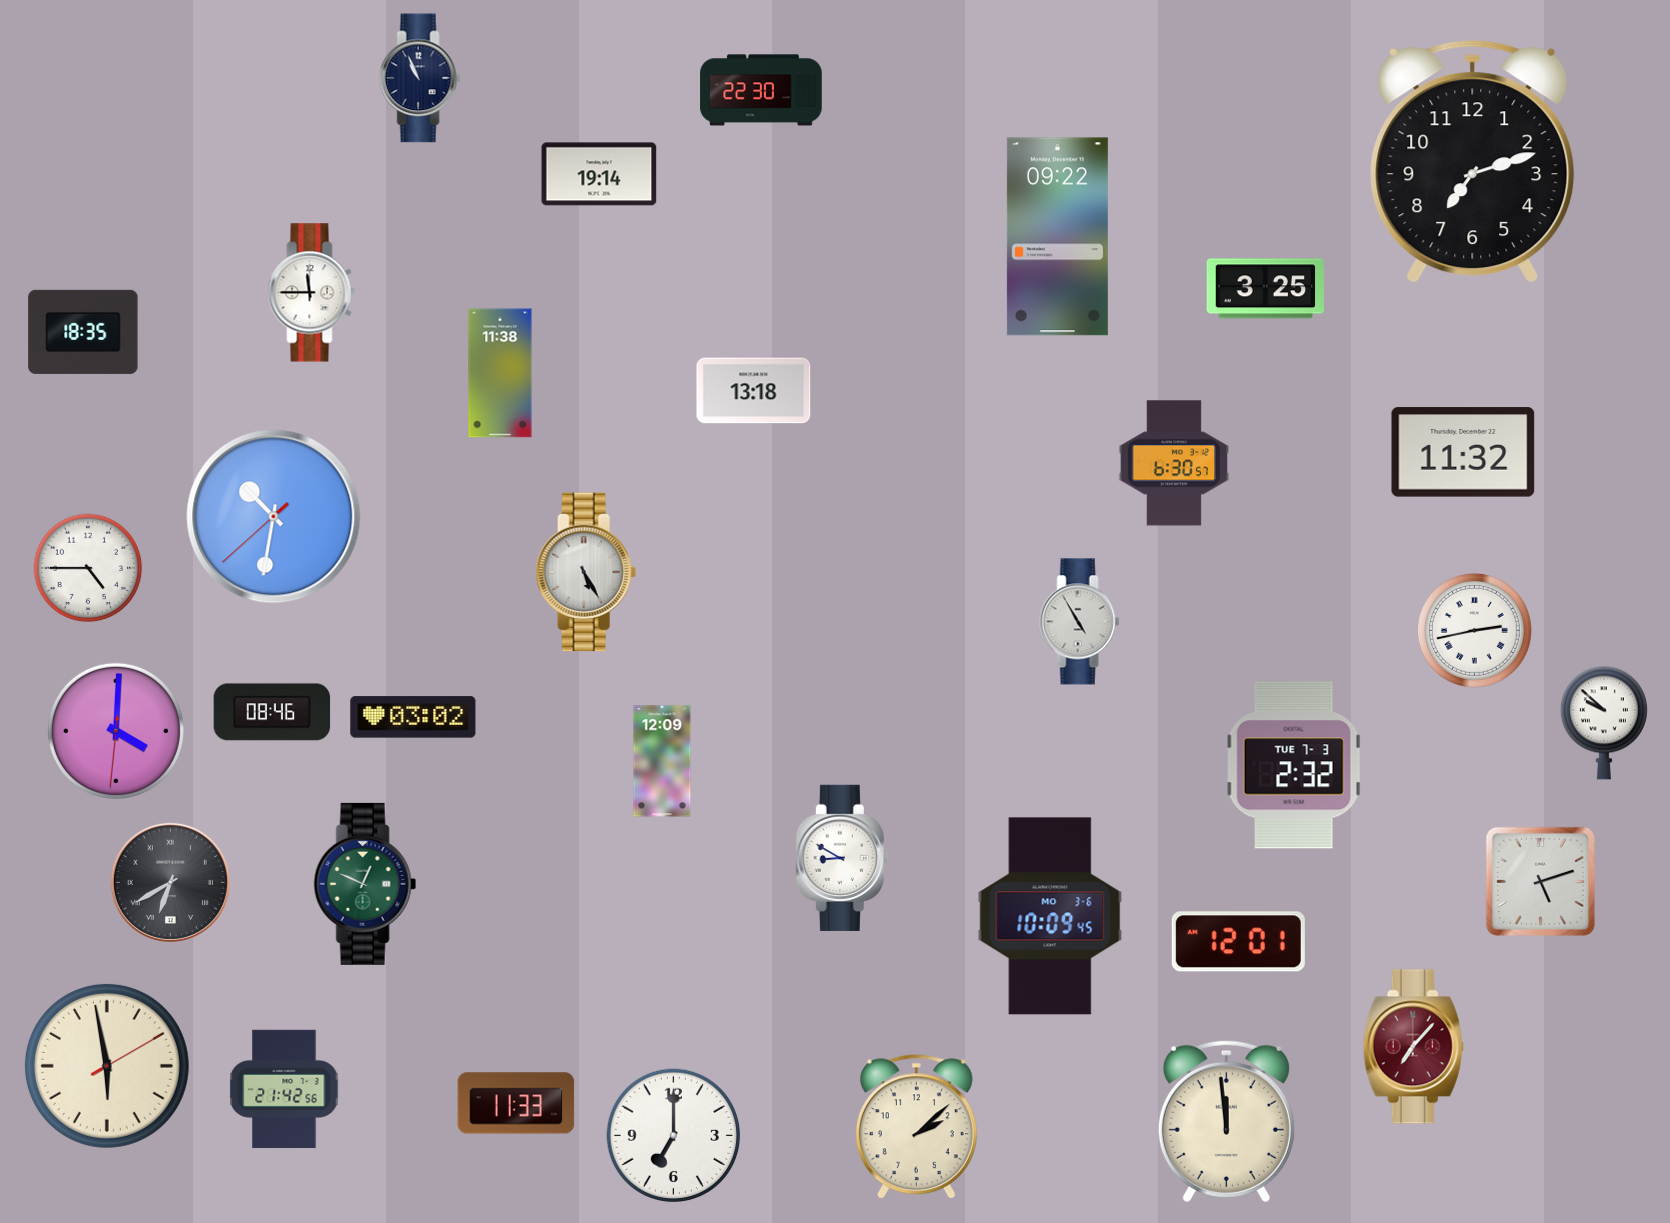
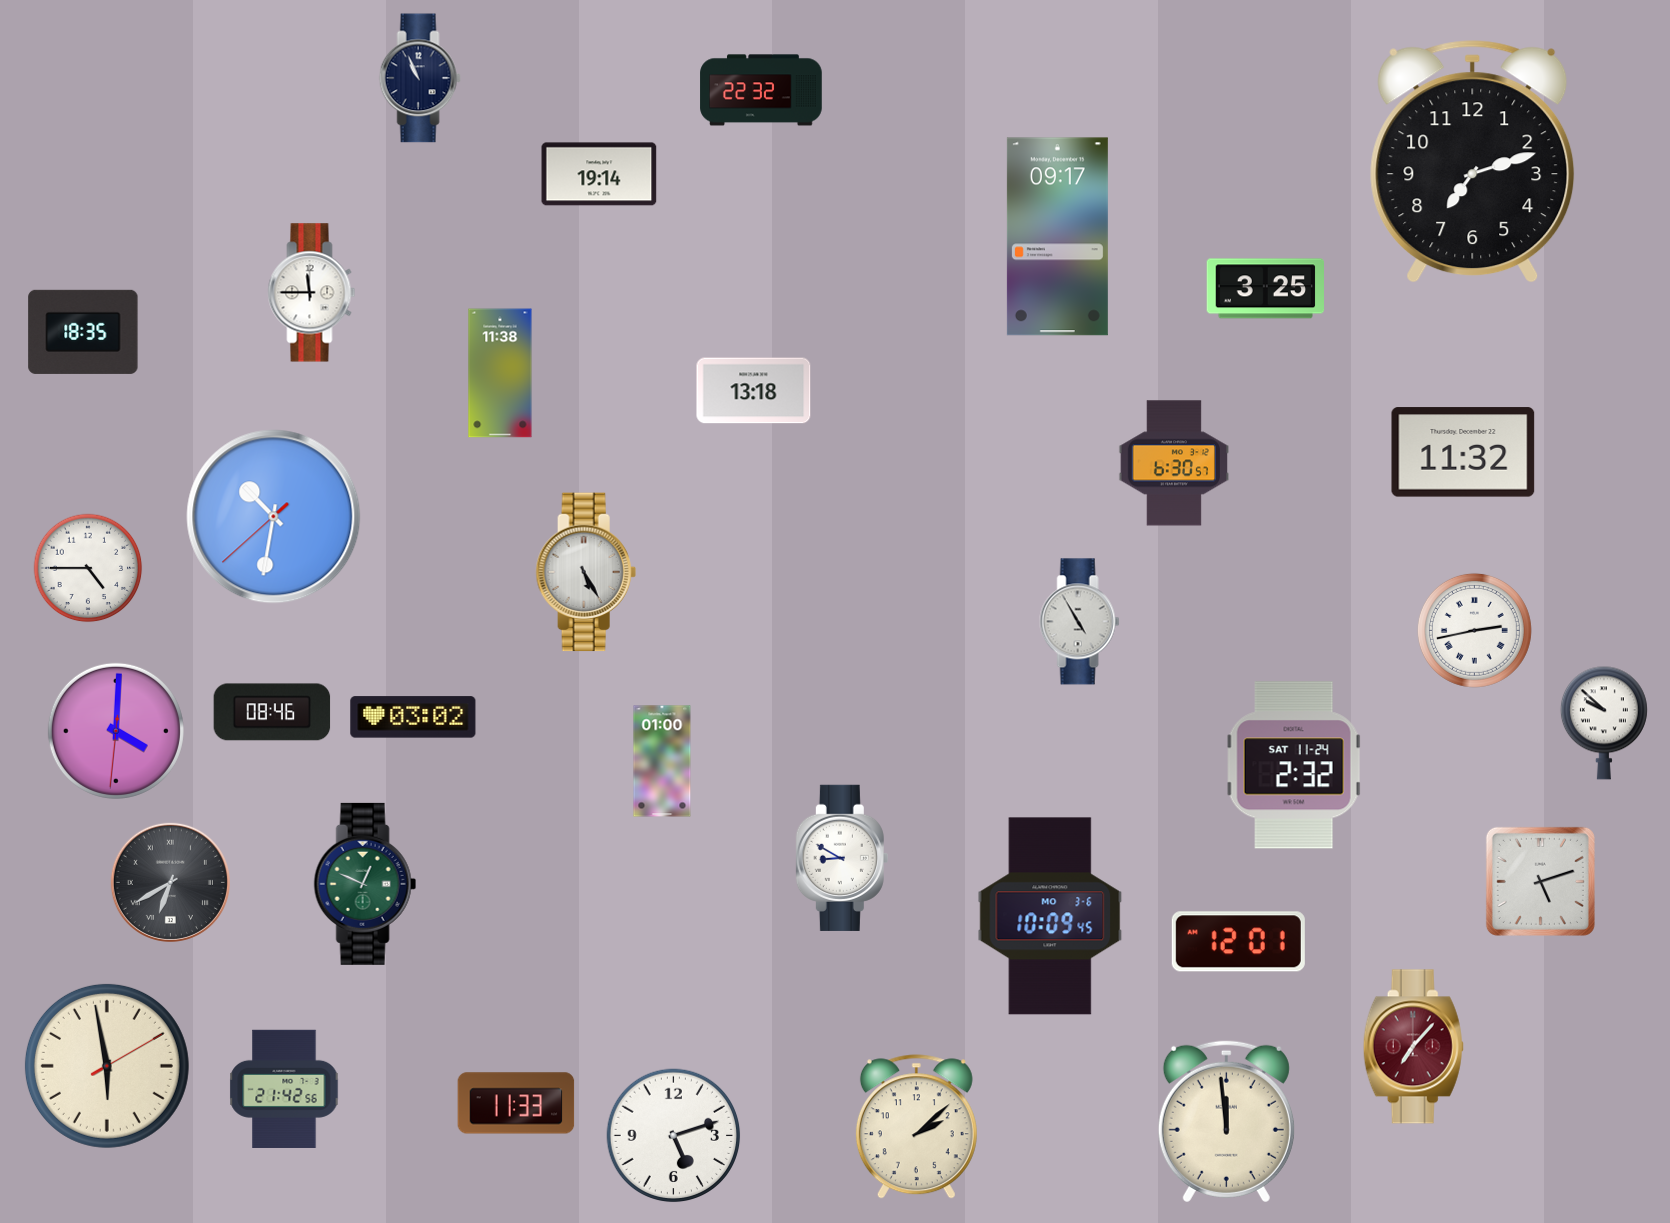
clock at (761, 90): 22:30 -> 22:32
clock at (1057, 237): 09:22 -> 09:17
clock at (662, 761): 12:09 -> 01:00
clock at (1294, 765) date: TUE 7-3 -> SAT 11-24
clock at (674, 1136): 7:00 -> 5:12
